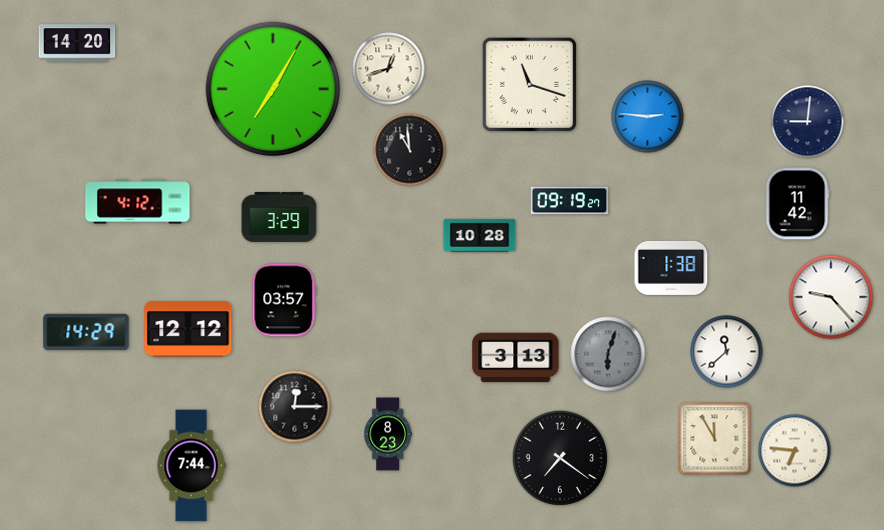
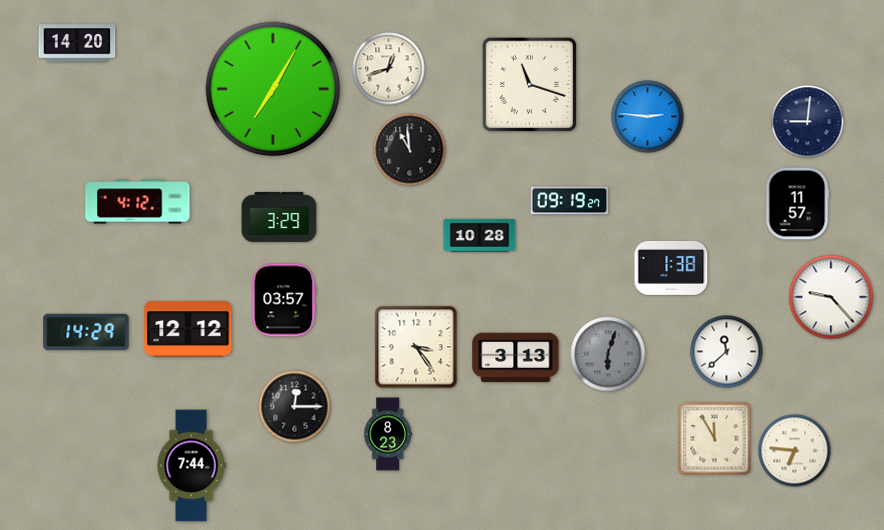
clock at (797, 204): 11:42 -> 11:57
clock at (416, 347): none -> 3:24
clock at (560, 458): 7:21 -> none
